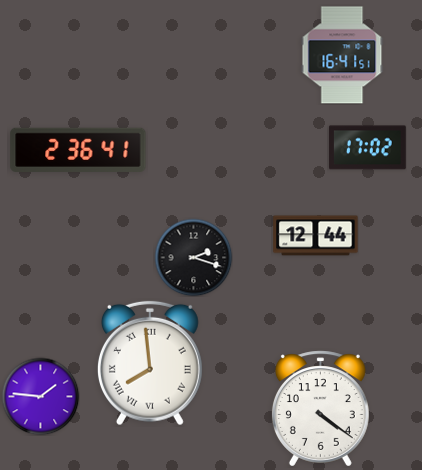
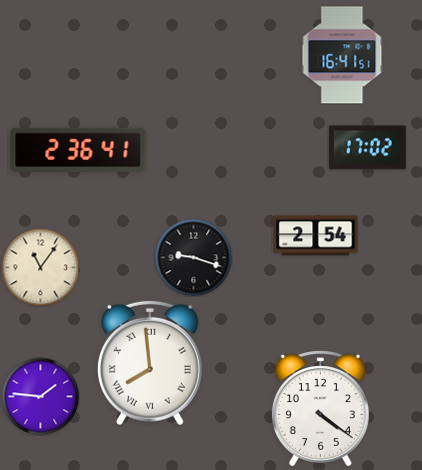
clock at (316, 236): 12:44 -> 2:54
clock at (193, 257): 2:18 -> 9:18
clock at (40, 267): none -> 11:06
